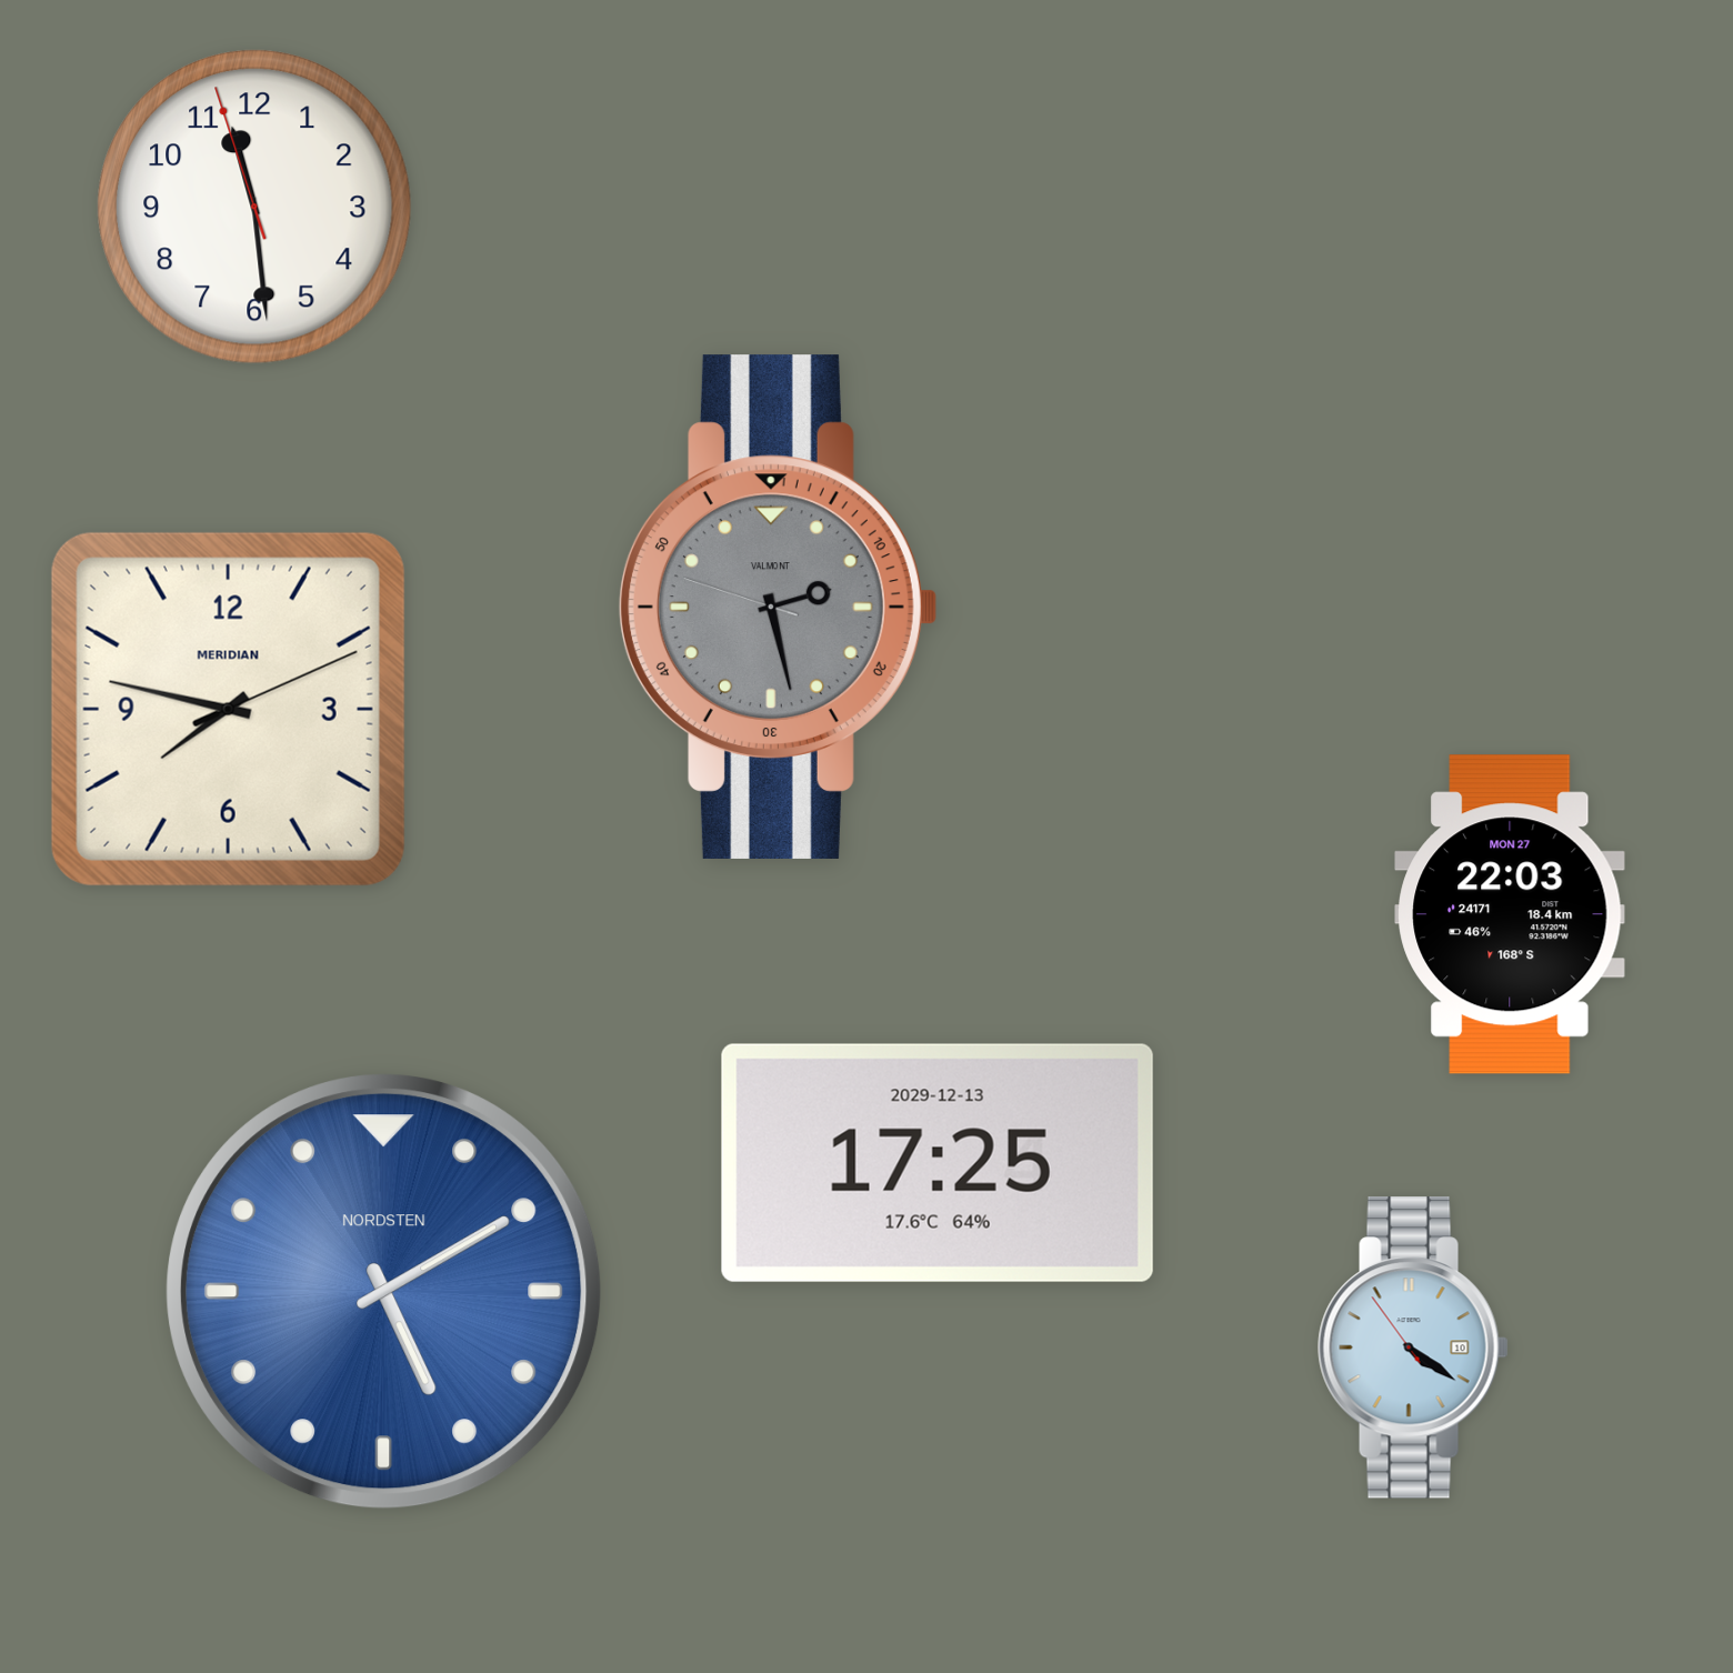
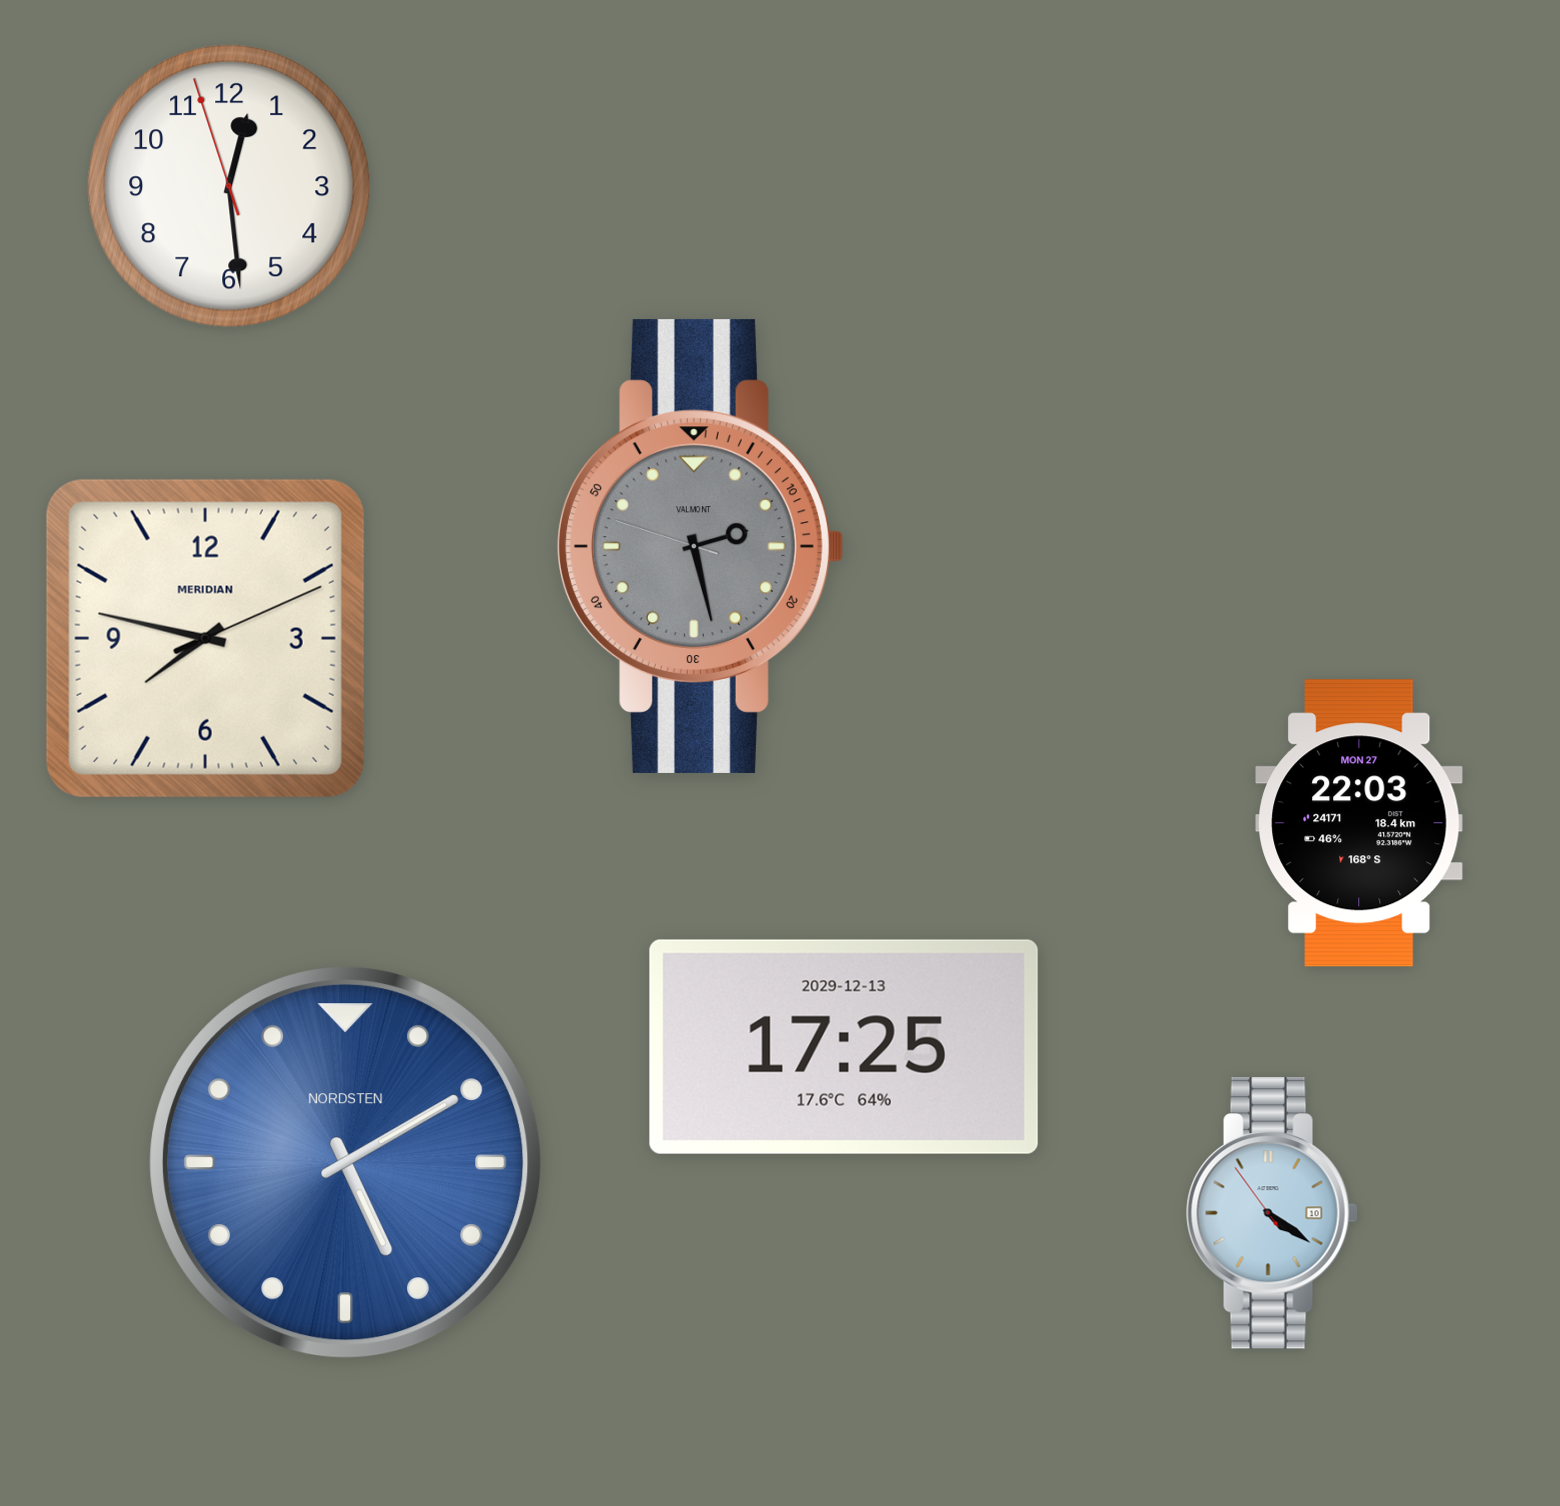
clock at (256, 208): 11:28 -> 12:28
